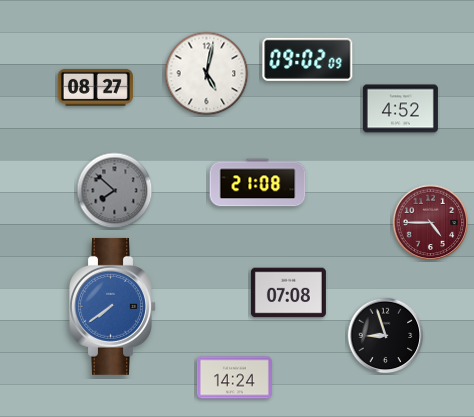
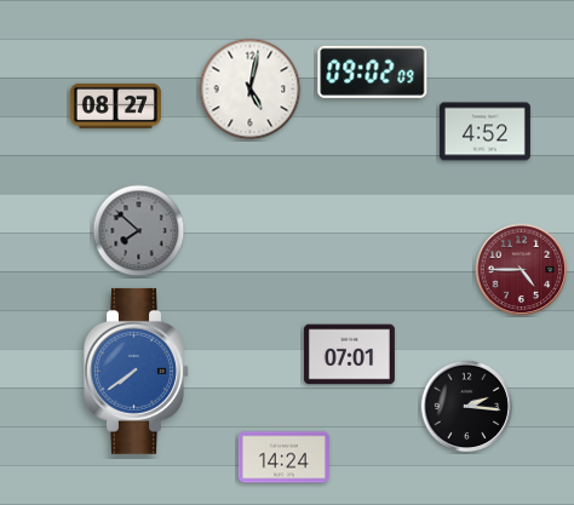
clock at (258, 183): 21:08 -> none
clock at (288, 293): 07:08 -> 07:01
clock at (386, 336): 8:57 -> 2:16
